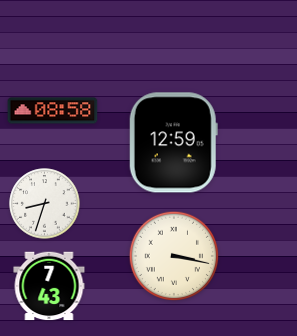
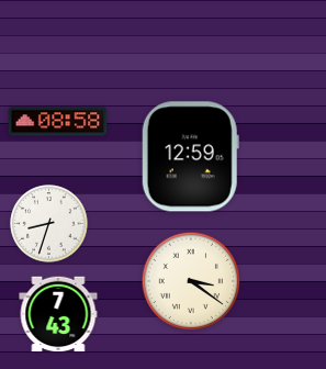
clock at (174, 256): 3:17 -> 3:21
clock at (49, 286) position: (49, 286) -> (58, 314)
